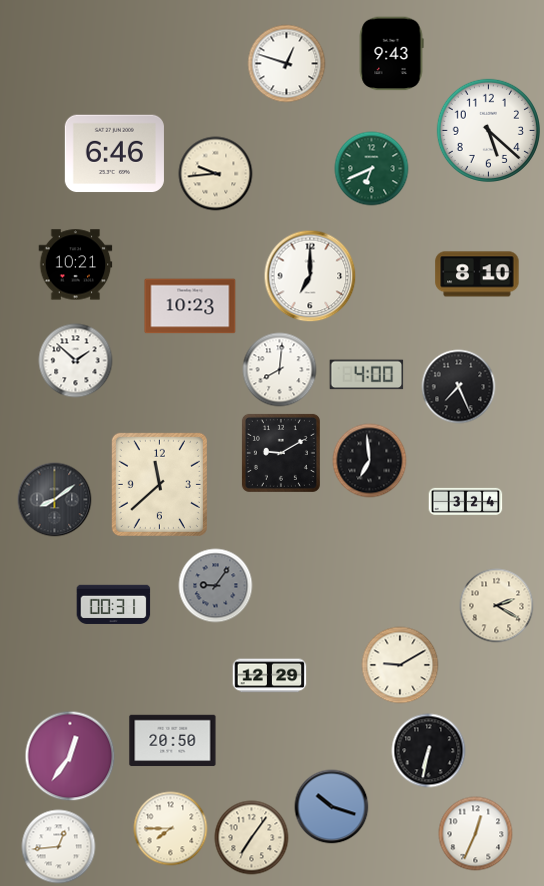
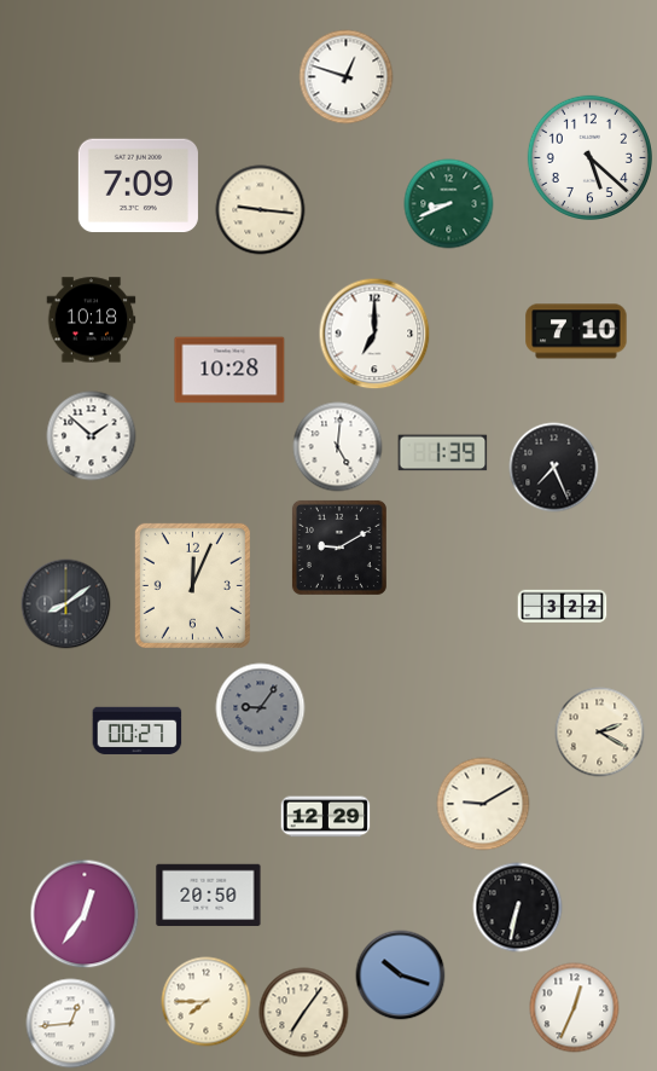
clock at (391, 54): 9:43 -> none
clock at (114, 154): 6:46 -> 7:09
clock at (372, 169): 6:41 -> 8:41
clock at (216, 174): 9:44 -> 9:16
clock at (76, 265): 10:21 -> 10:18
clock at (477, 274): 8:10 -> 7:10
clock at (190, 306): 10:23 -> 10:28
clock at (280, 370): 8:01 -> 5:01
clock at (367, 375): 4:00 -> 1:39
clock at (370, 461): 6:59 -> none
clock at (159, 484): 11:38 -> 12:04
clock at (466, 501): 3:24 -> 3:22
clock at (114, 604): 00:31 -> 00:27
